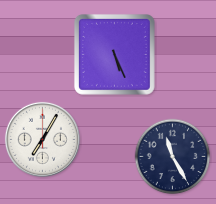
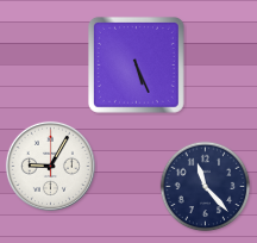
clock at (42, 139): 7:05 -> 9:05
clock at (173, 157): 11:25 -> 11:23
